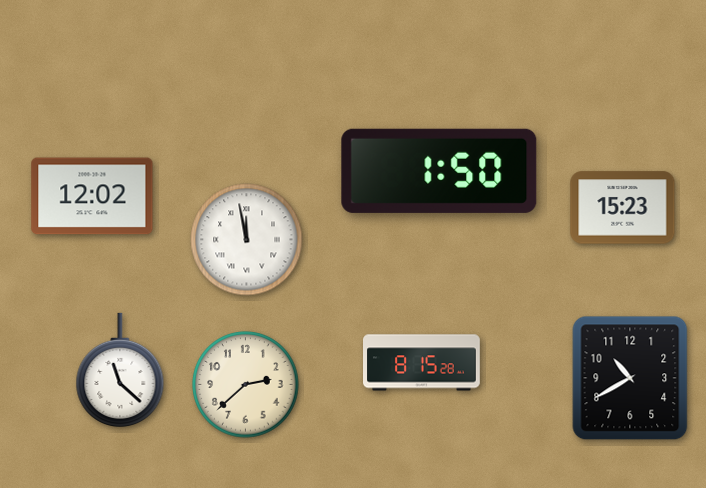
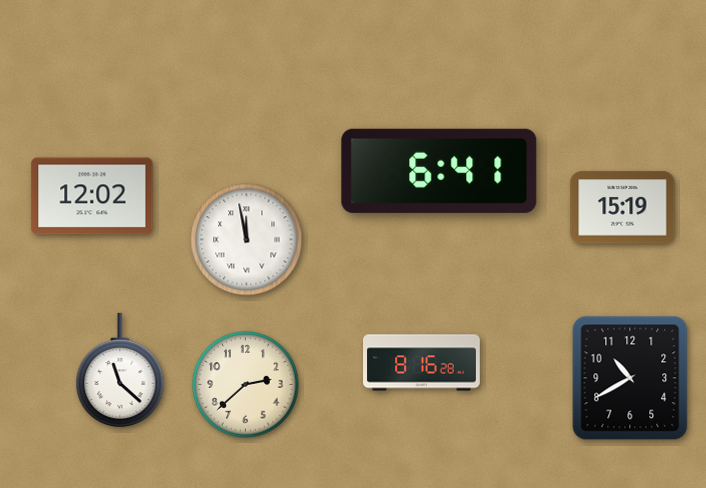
clock at (439, 171): 1:50 -> 6:41
clock at (623, 208): 15:23 -> 15:19
clock at (422, 363): 8:15 -> 8:16
